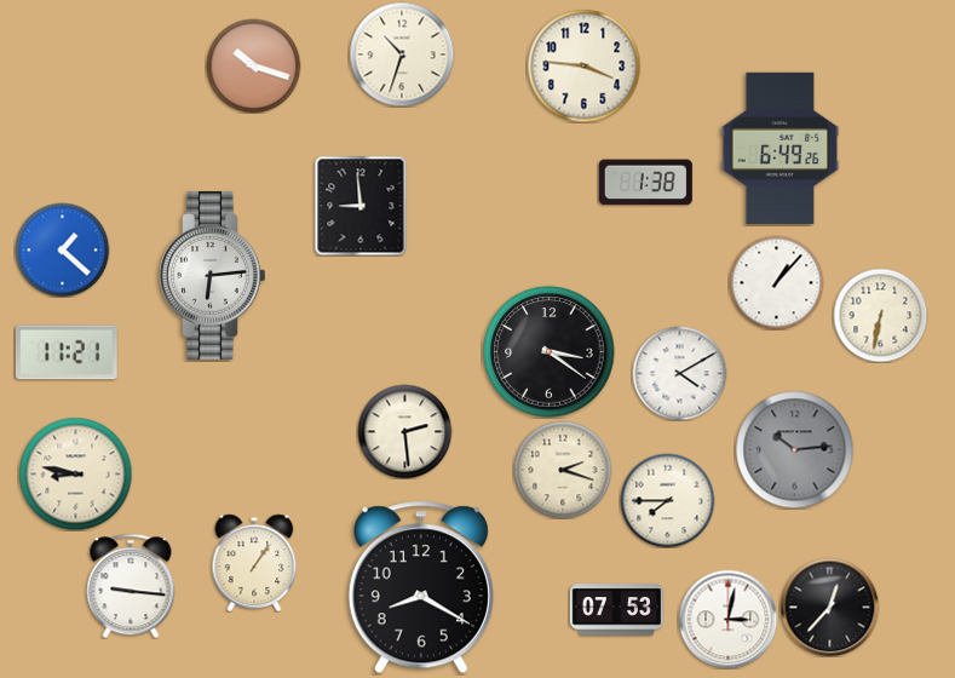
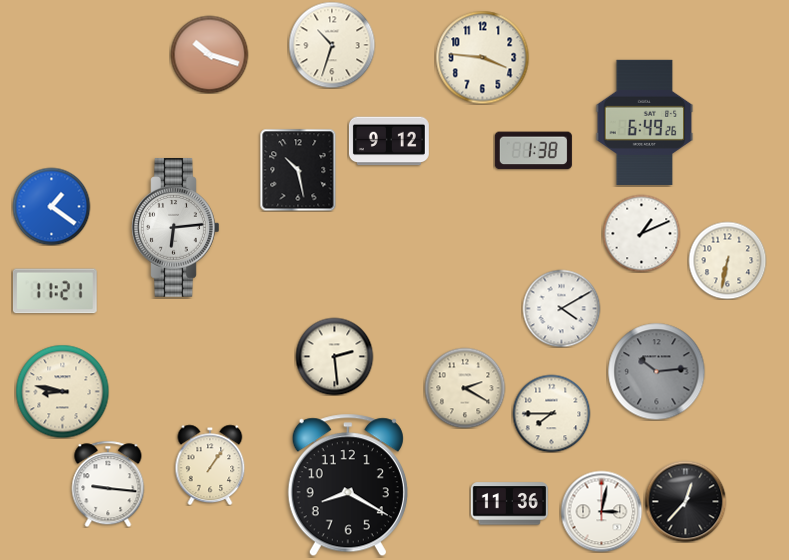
clock at (583, 65) position: (583, 65) -> (482, 57)
clock at (389, 141): none -> 9:12
clock at (361, 206): 8:59 -> 10:28
clock at (62, 249): 1:22 -> 1:21
clock at (776, 282): 1:07 -> 1:11
clock at (550, 352): 3:21 -> none
clock at (563, 470): 2:18 -> 2:20
clock at (616, 610): 07:53 -> 11:36
